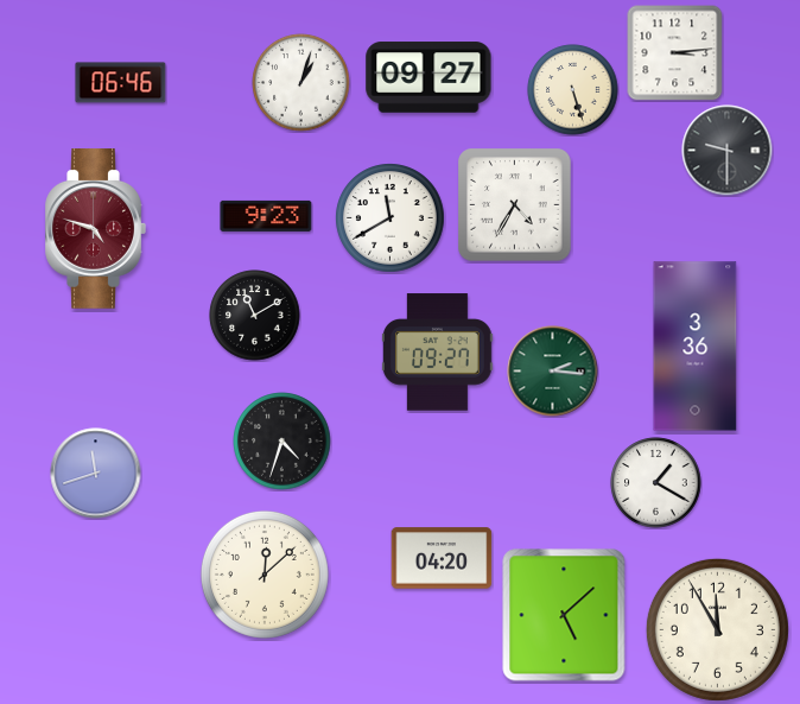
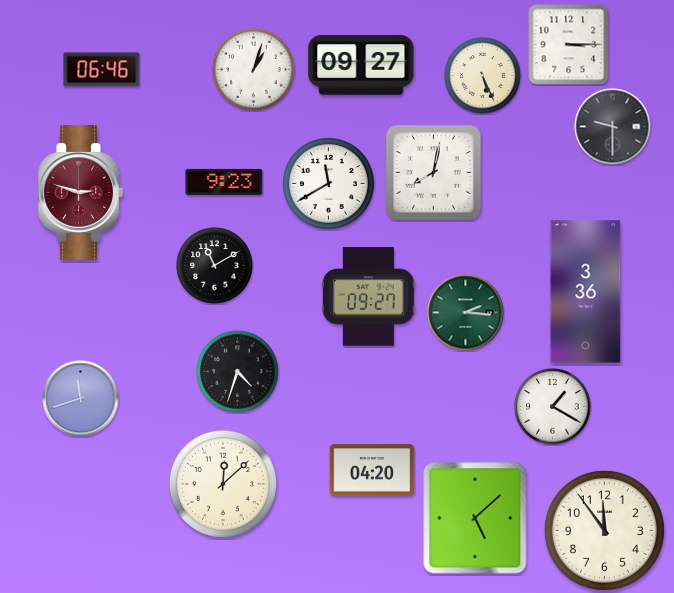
clock at (675, 53): 3:14 -> 3:15
clock at (573, 90): 5:27 -> 5:26
clock at (515, 205): 4:35 -> 8:02
clock at (95, 229): 4:48 -> 2:48
clock at (717, 629): 11:55 -> 11:54
